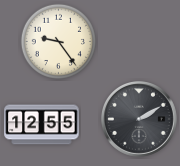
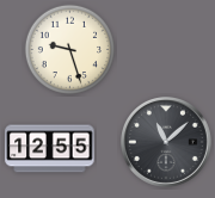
clock at (58, 41): 9:24 -> 9:27
clock at (140, 120): 2:10 -> 11:08
